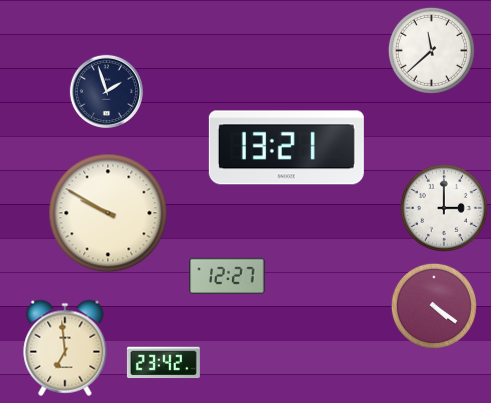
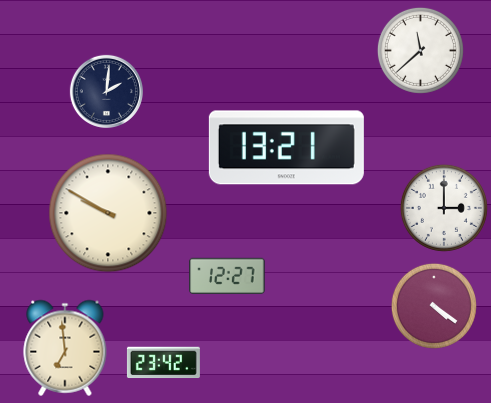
clock at (431, 50) position: (431, 50) -> (420, 50)
clock at (106, 91): 1:57 -> 2:01
